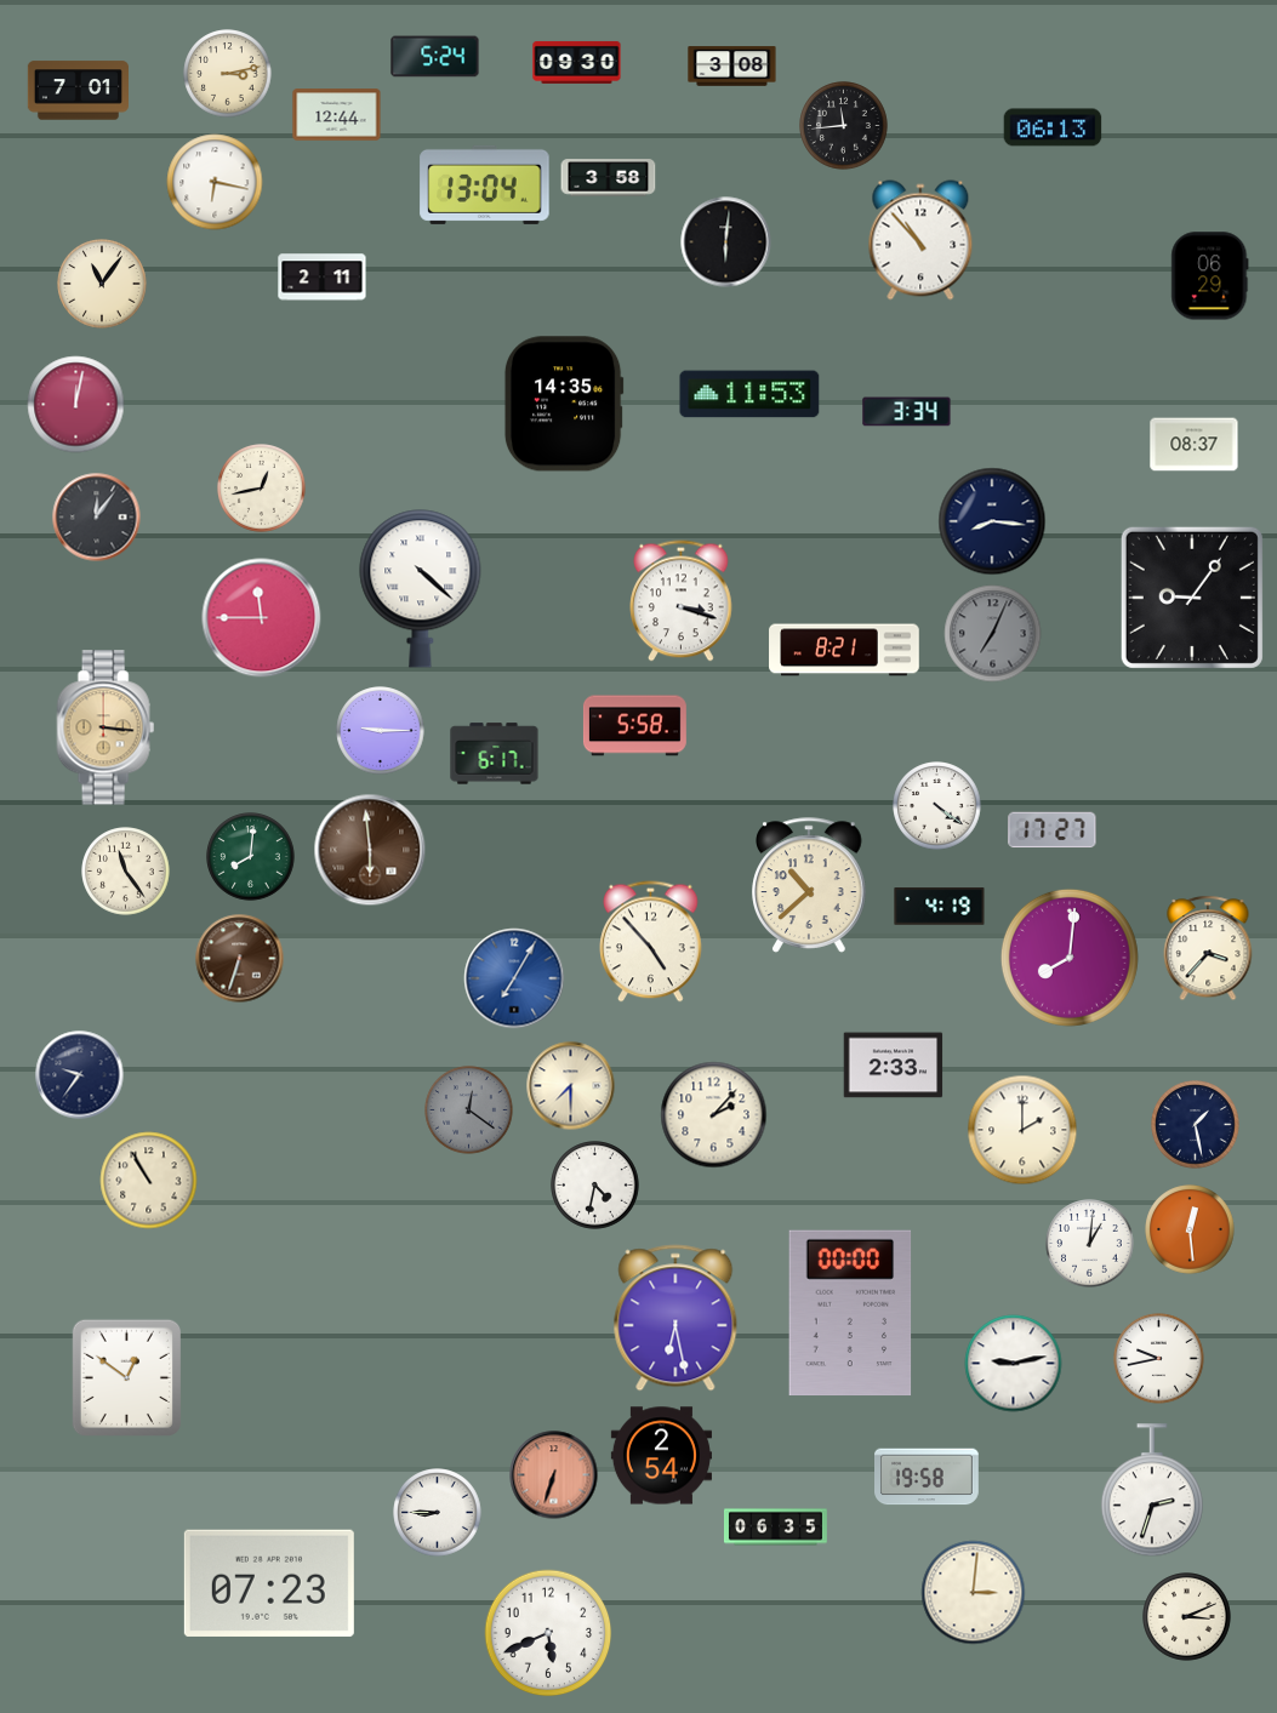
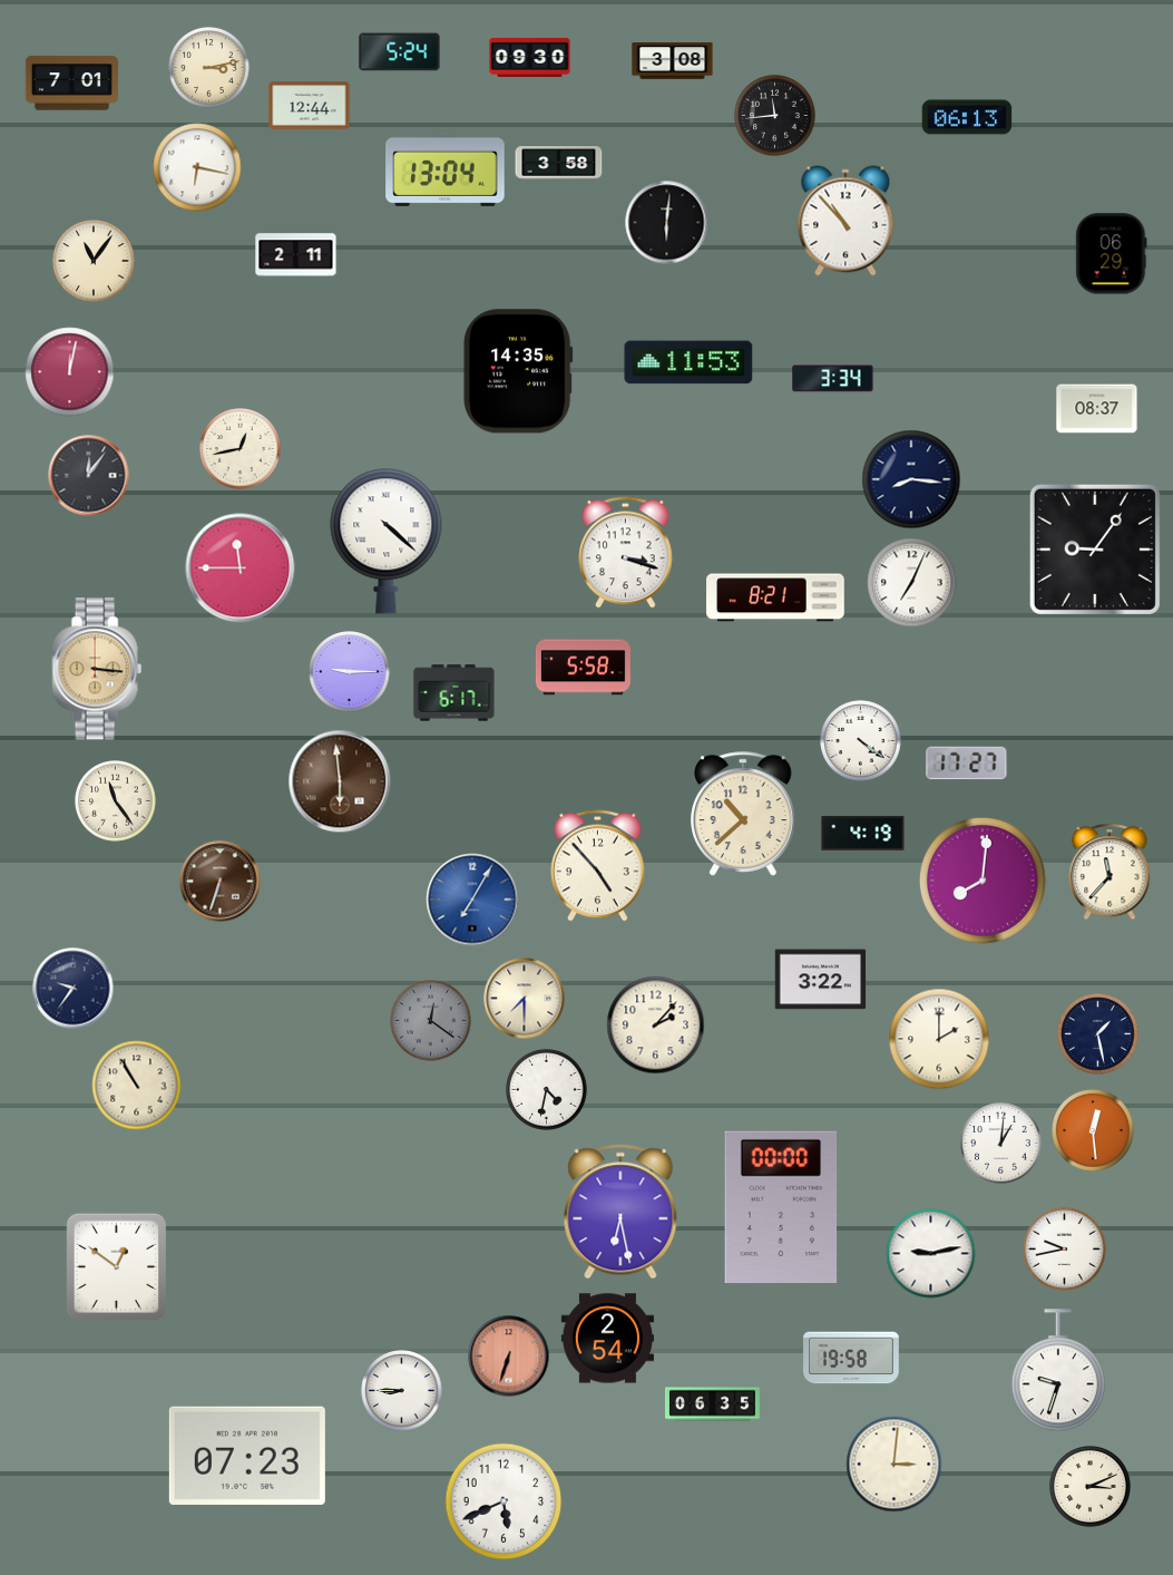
clock at (993, 634) dial: grey -> white
clock at (251, 857): 8:01 -> none
clock at (1208, 948): 3:37 -> 11:37
clock at (894, 1066): 2:33 -> 3:22
clock at (1152, 1491): 2:33 -> 9:33
